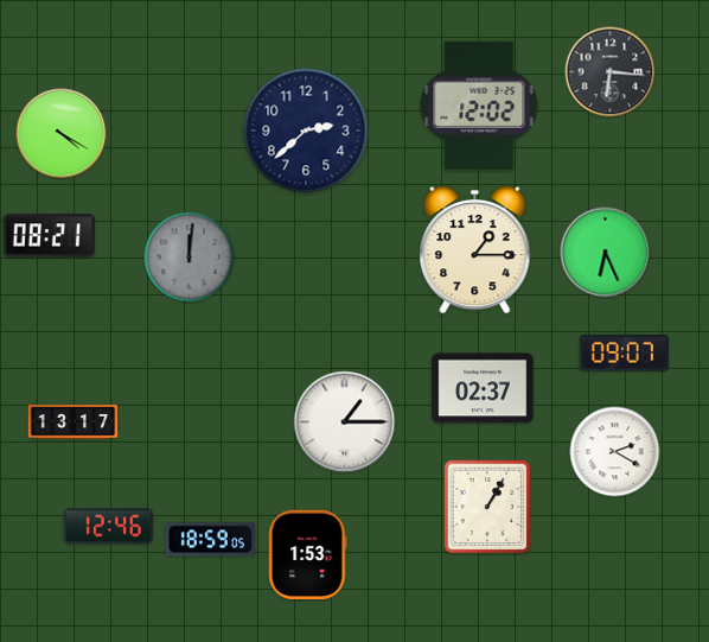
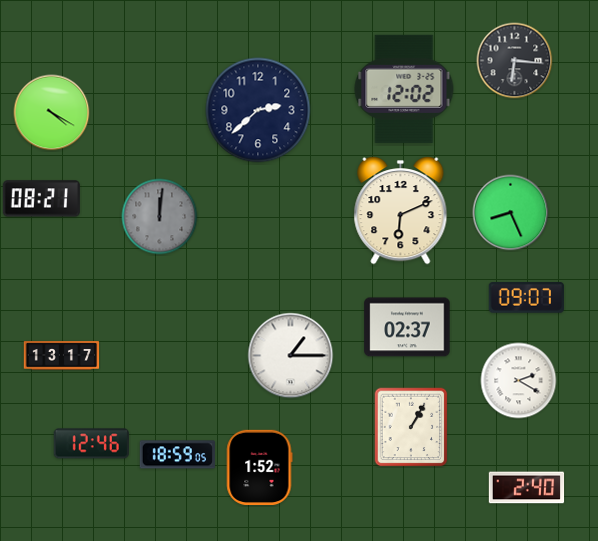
clock at (475, 250): 1:15 -> 6:11
clock at (606, 253): 6:26 -> 8:26
clock at (308, 554): 1:53 -> 1:52
clock at (527, 488): none -> 2:40
